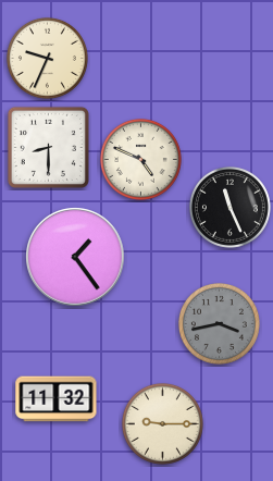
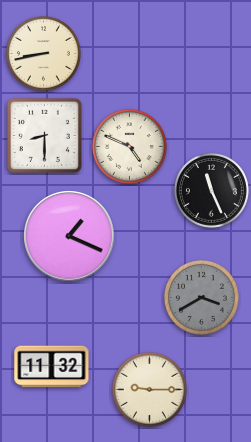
clock at (47, 58): 9:34 -> 8:43
clock at (75, 257): 1:24 -> 1:19
clock at (219, 323): 3:43 -> 3:40
